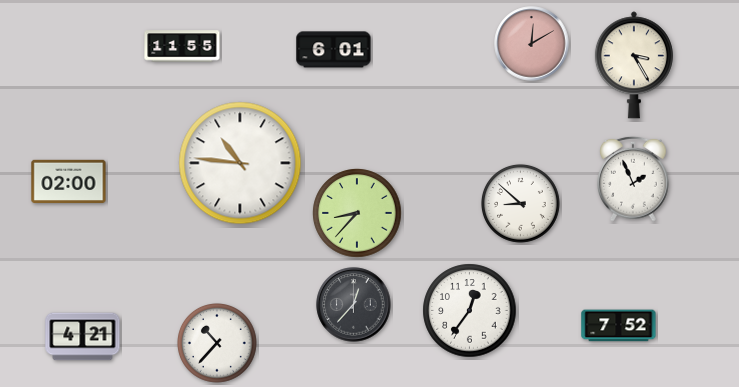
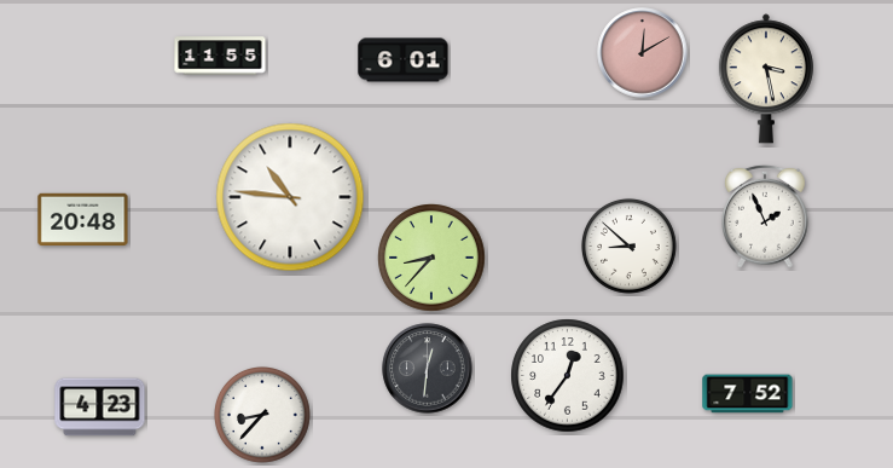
clock at (634, 65): 3:25 -> 3:28
clock at (69, 182): 02:00 -> 20:48
clock at (354, 305): 12:37 -> 12:31
clock at (83, 337): 4:21 -> 4:23
clock at (218, 344): 10:37 -> 8:37
